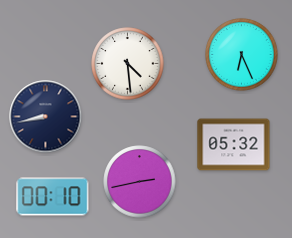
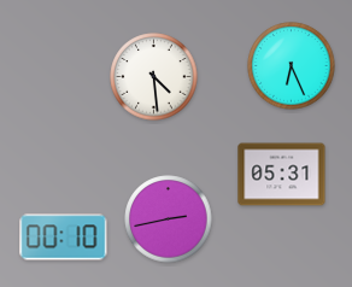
clock at (46, 117): 8:43 -> none
clock at (234, 145): 05:32 -> 05:31
